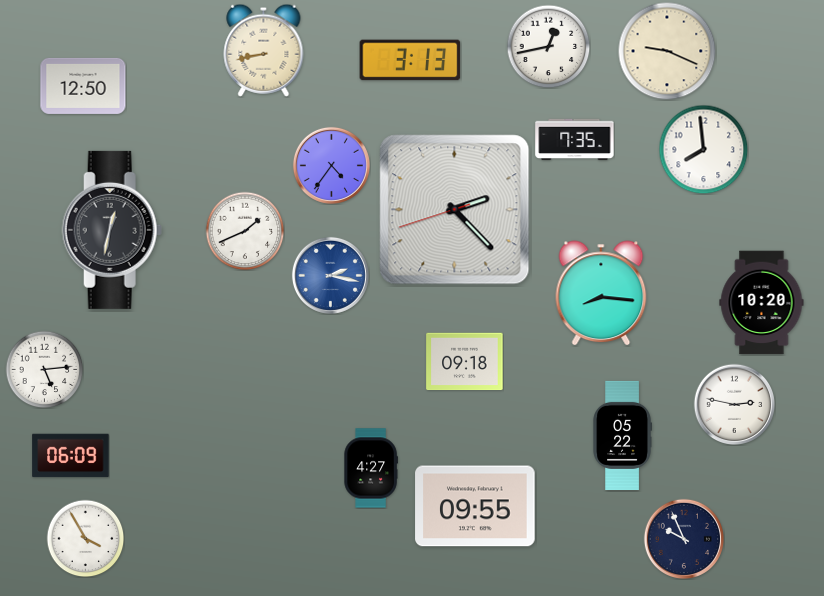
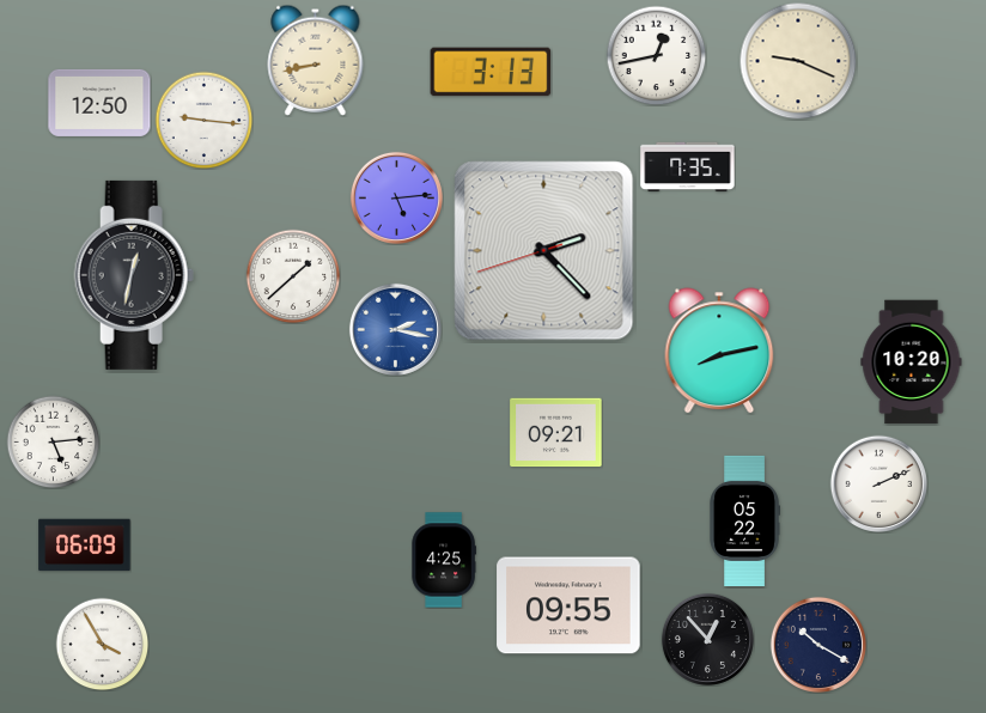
clock at (203, 120): none -> 9:16
clock at (703, 149): 7:59 -> none
clock at (331, 165): 4:36 -> 5:14
clock at (245, 231): 1:41 -> 1:38
clock at (601, 293): 8:16 -> 8:13
clock at (465, 362): 09:18 -> 09:21
clock at (734, 404): 2:47 -> 2:11
clock at (371, 468): 4:27 -> 4:25
clock at (707, 639): none -> 12:53
clock at (683, 538): 9:56 -> 10:20
